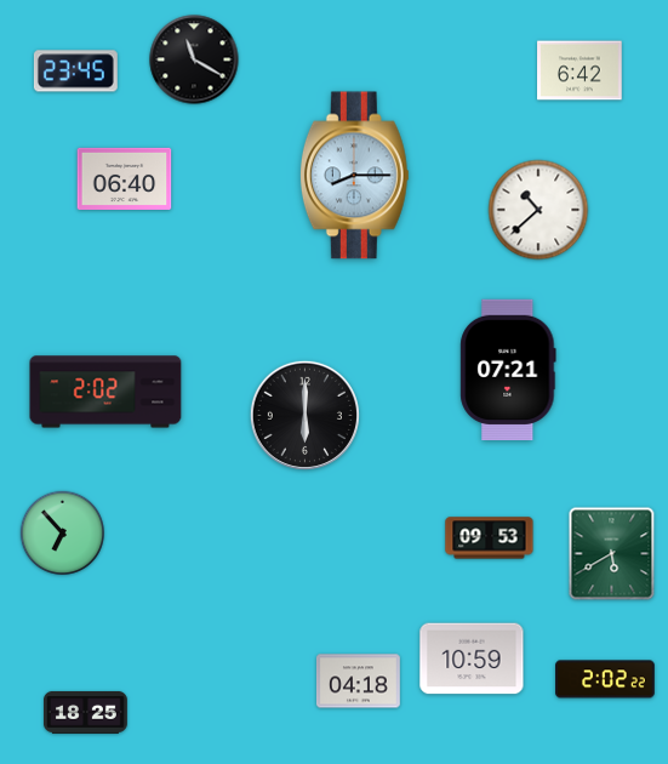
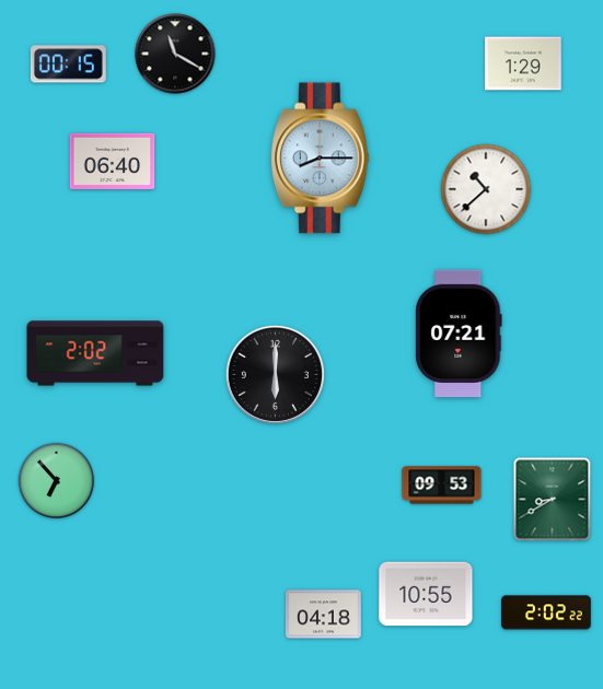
clock at (579, 70): 6:42 -> 1:29
clock at (75, 72): 23:45 -> 00:15
clock at (612, 554): 5:40 -> 8:40
clock at (472, 658): 10:59 -> 10:55
clock at (86, 712): 18:25 -> none
